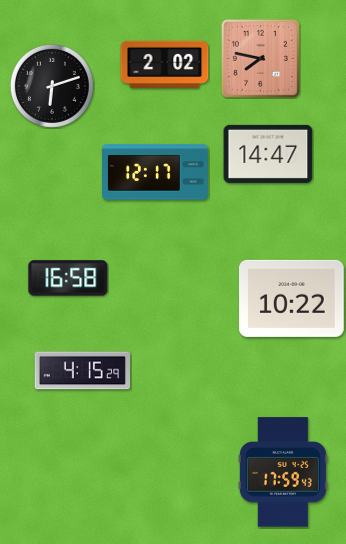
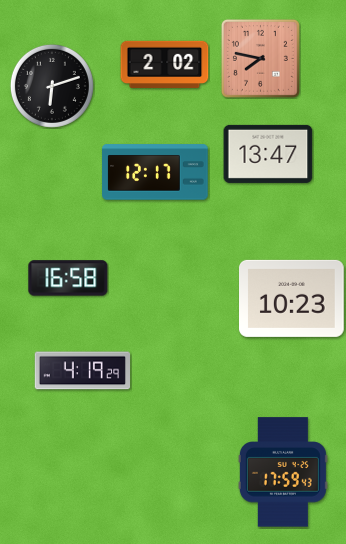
clock at (268, 154): 14:47 -> 13:47
clock at (292, 298): 10:22 -> 10:23
clock at (83, 371): 4:15 -> 4:19
